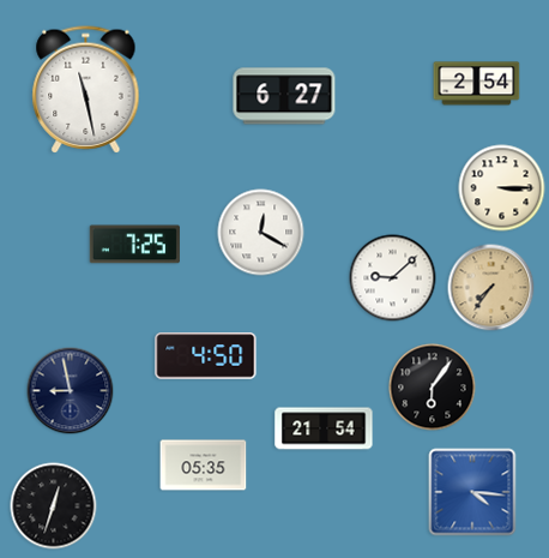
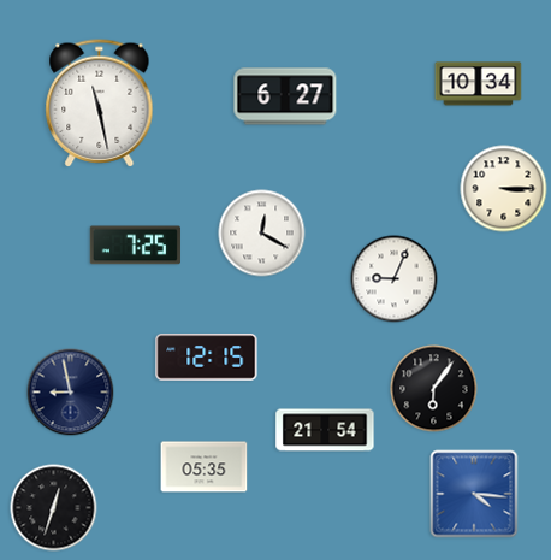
clock at (477, 84): 2:54 -> 10:34
clock at (86, 90) position: (86, 90) -> (100, 104)
clock at (393, 278): 9:08 -> 9:04
clock at (491, 288): 7:36 -> none
clock at (206, 356): 4:50 -> 12:15
